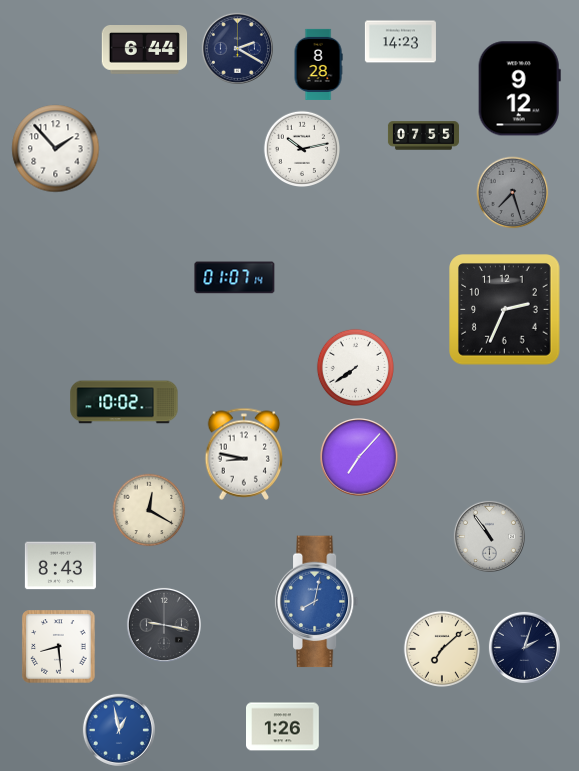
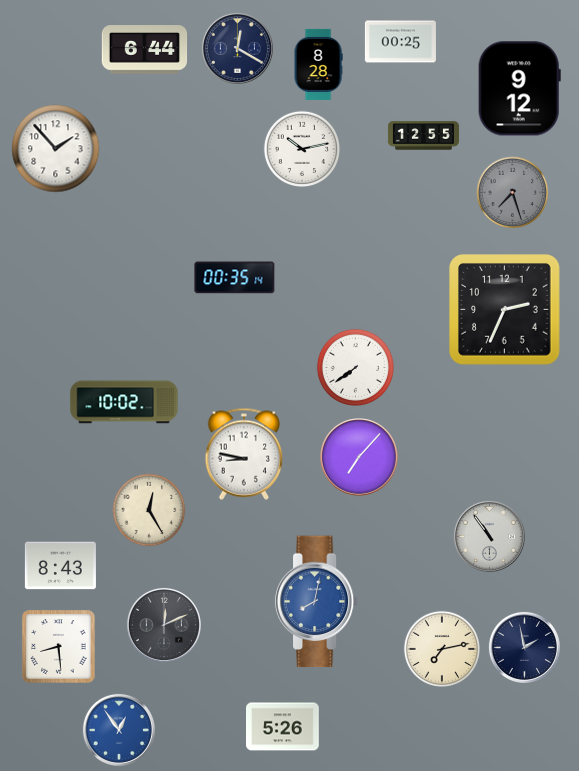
clock at (400, 42): 14:23 -> 00:25
clock at (237, 48): 2:20 -> 12:20
clock at (423, 136): 07:55 -> 12:55
clock at (235, 278): 01:07 -> 00:35
clock at (149, 510): 12:20 -> 12:25
clock at (164, 625): 9:17 -> 12:11
clock at (524, 647): 2:03 -> 1:58
clock at (441, 648): 7:08 -> 7:13
clock at (283, 727): 1:26 -> 5:26
clock at (119, 730): 12:58 -> 12:54
